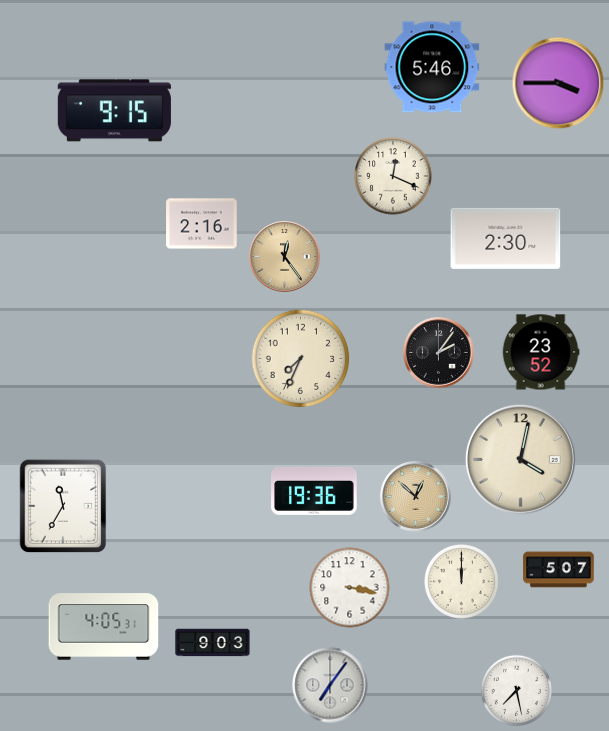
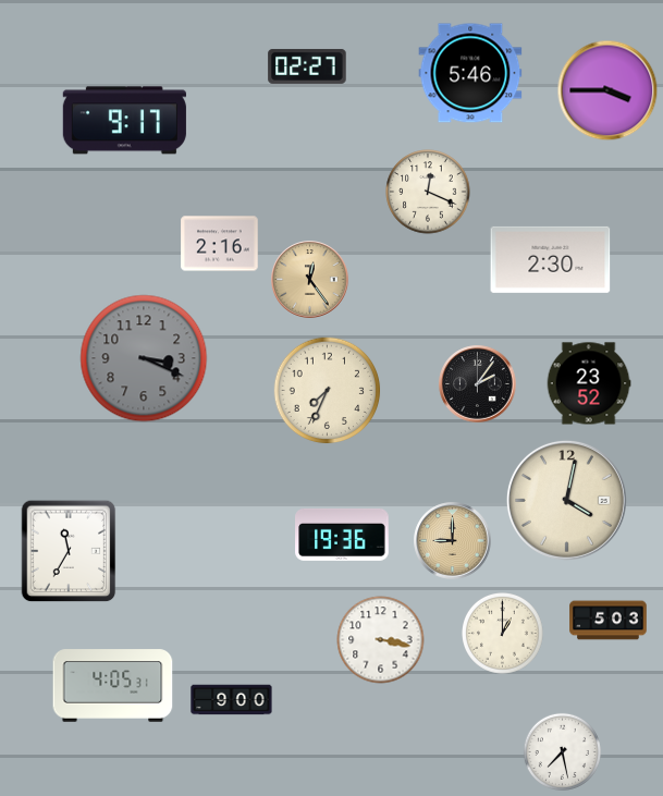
clock at (307, 66): none -> 02:27
clock at (114, 111): 9:15 -> 9:17
clock at (144, 358): none -> 3:19
clock at (416, 497): 12:52 -> 9:00
clock at (559, 570): 5:07 -> 5:03
clock at (462, 582): 12:00 -> 1:00
clock at (104, 627) position: (104, 627) -> (113, 686)
clock at (213, 643): 9:03 -> 9:00
clock at (330, 685): 7:06 -> none
